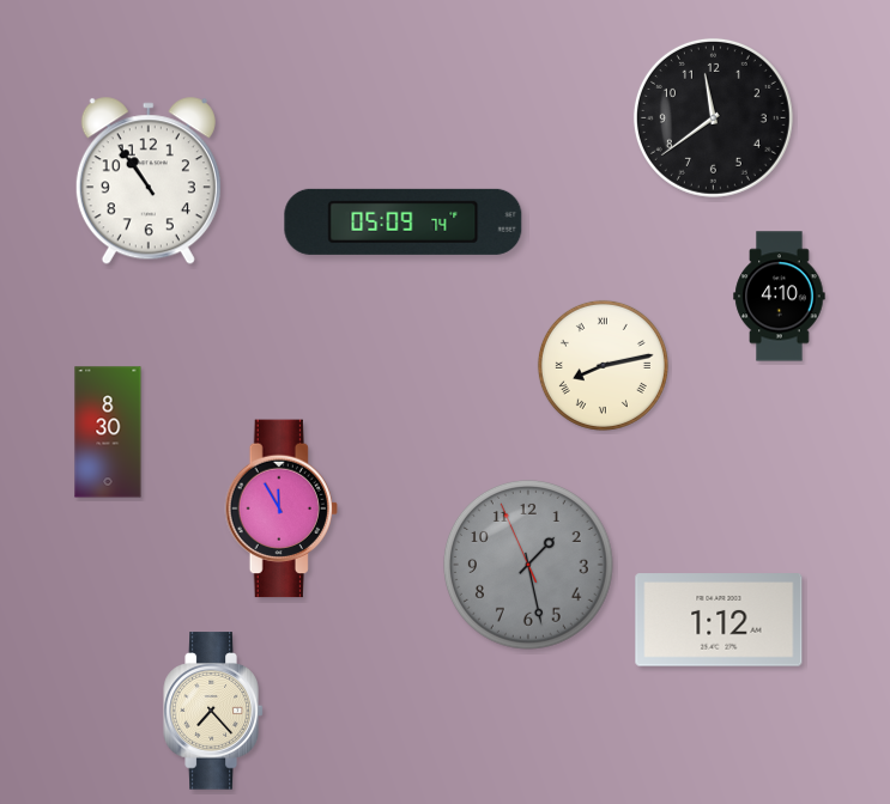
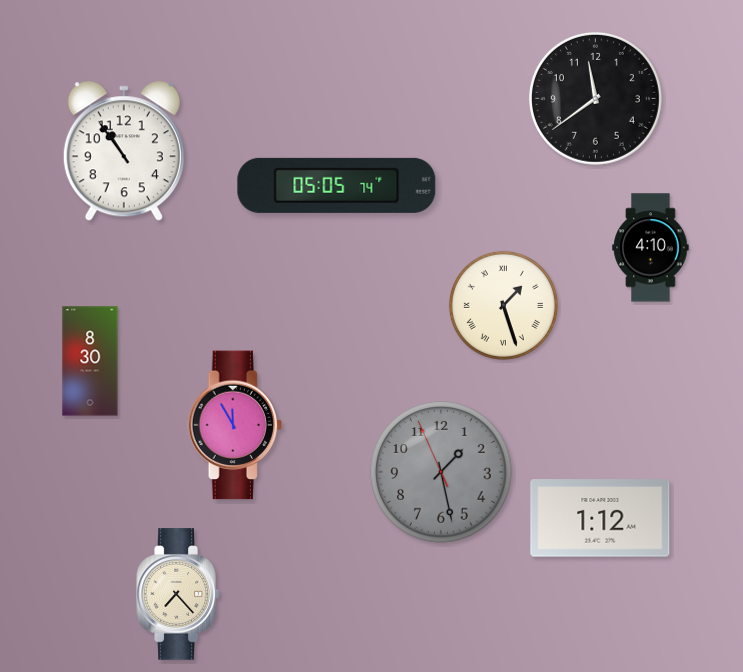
clock at (404, 221): 05:09 -> 05:05
clock at (603, 365): 8:13 -> 1:27
